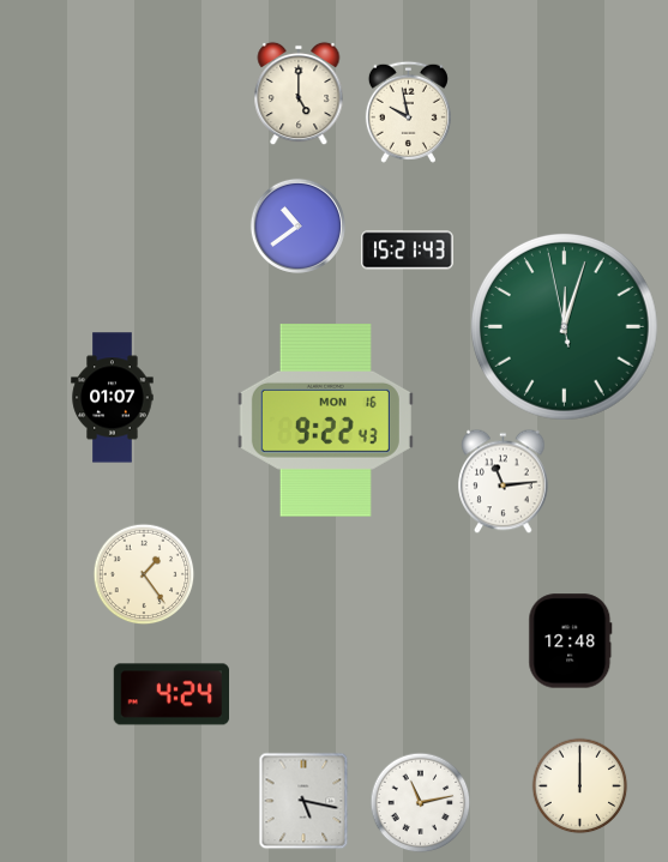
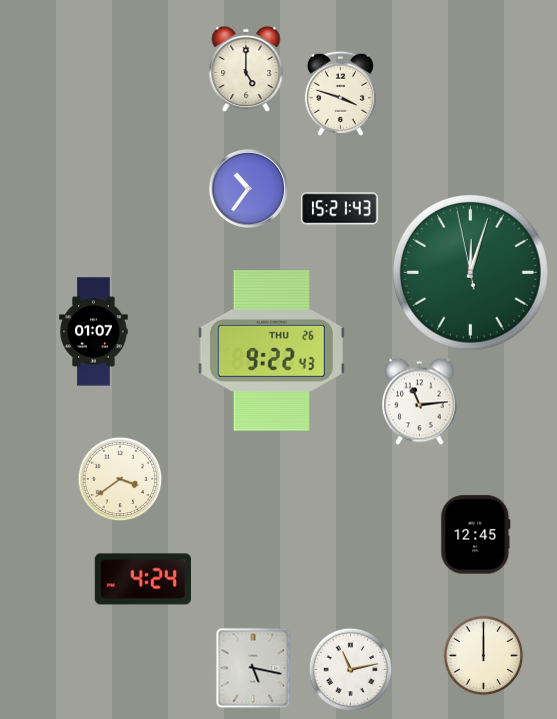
clock at (299, 94) position: (299, 94) -> (246, 69)
clock at (408, 111): 9:58 -> 3:48
clock at (297, 225): 10:39 -> 10:36
clock at (325, 421) date: MON 16 -> THU 26
clock at (144, 574): 1:24 -> 3:39
clock at (571, 641): 12:48 -> 12:45
